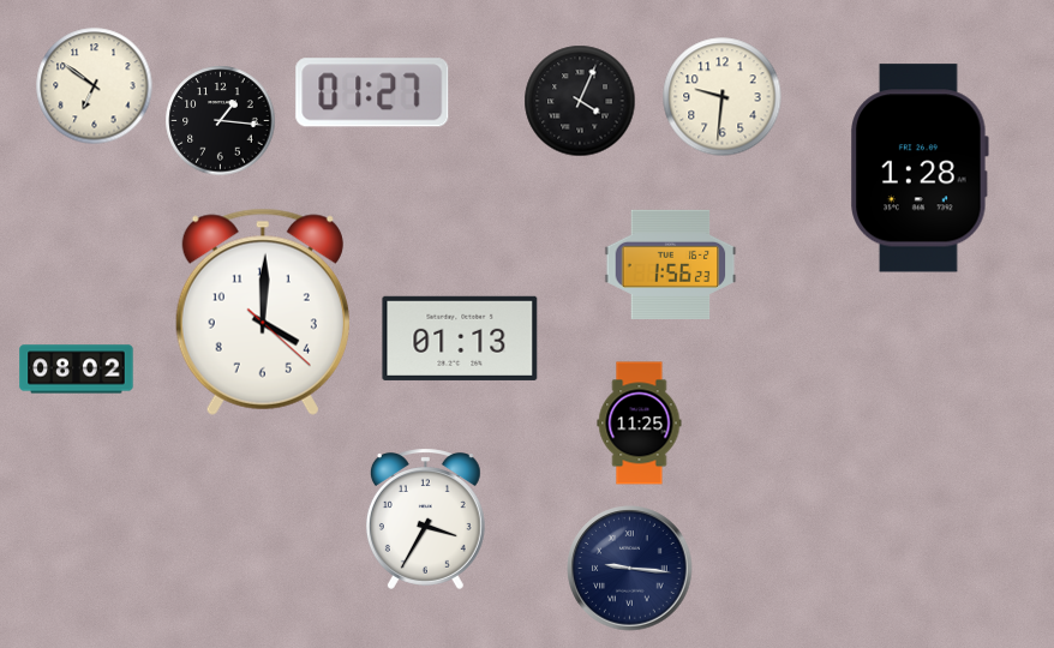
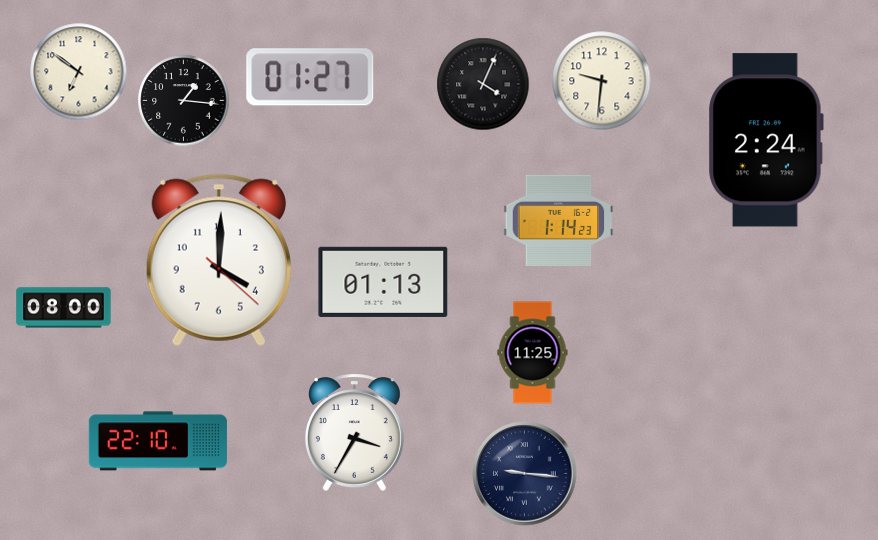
clock at (920, 168): 1:28 -> 2:24
clock at (671, 264): 1:56 -> 1:14
clock at (77, 370): 08:02 -> 08:00
clock at (158, 441): none -> 22:10
